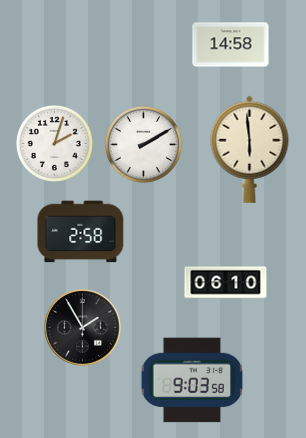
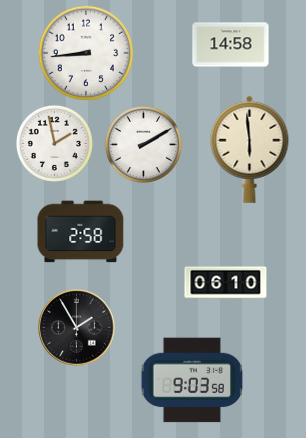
clock at (86, 53): none -> 8:44
clock at (54, 143): 2:03 -> 1:58
clock at (83, 328) position: (83, 328) -> (77, 328)
